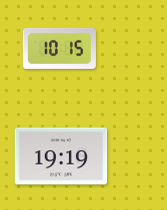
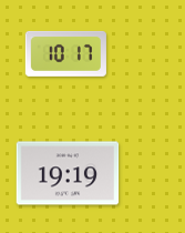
clock at (59, 48): 10:15 -> 10:17
